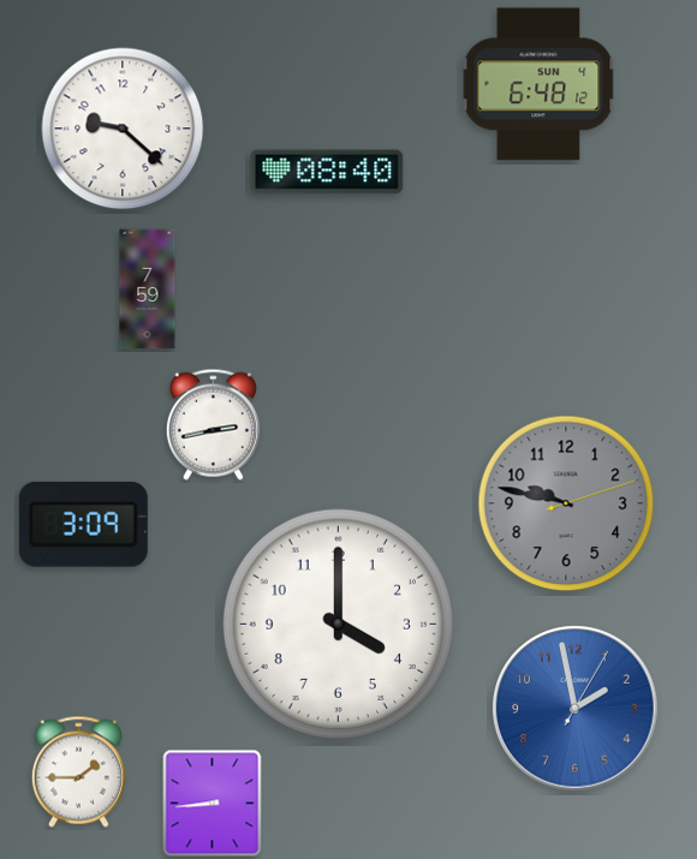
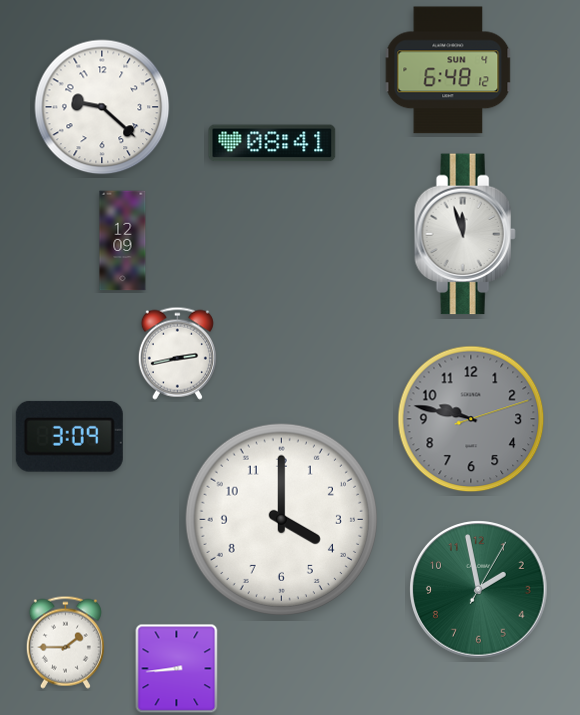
clock at (327, 172): 08:40 -> 08:41
clock at (465, 234): none -> 11:57
clock at (148, 290): 7:59 -> 12:09
clock at (576, 709) dial: blue -> green
